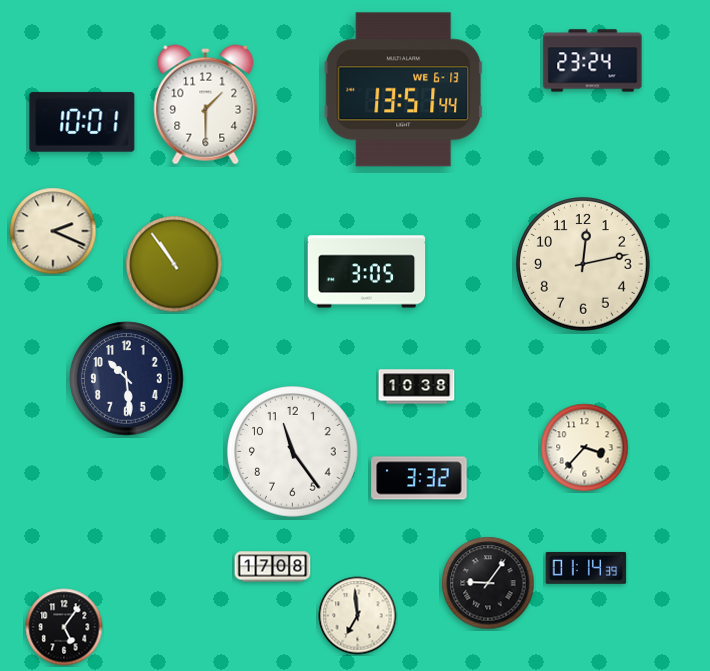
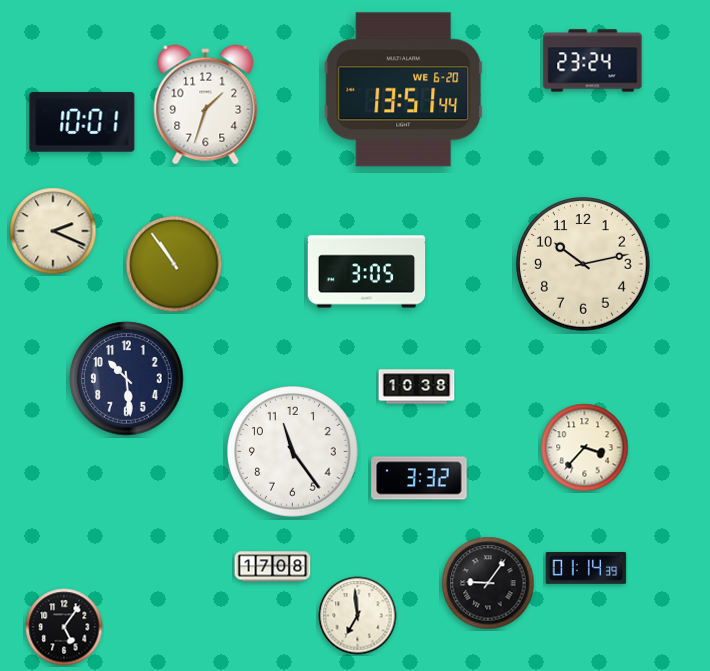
clock at (404, 90) date: WE 6-13 -> WE 6-20
clock at (206, 105): 1:30 -> 1:33
clock at (584, 265): 12:13 -> 10:13
